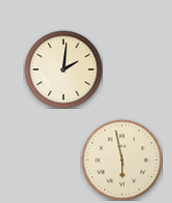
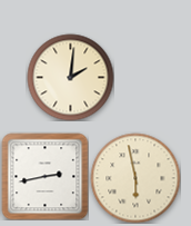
clock at (44, 176): none -> 2:43
